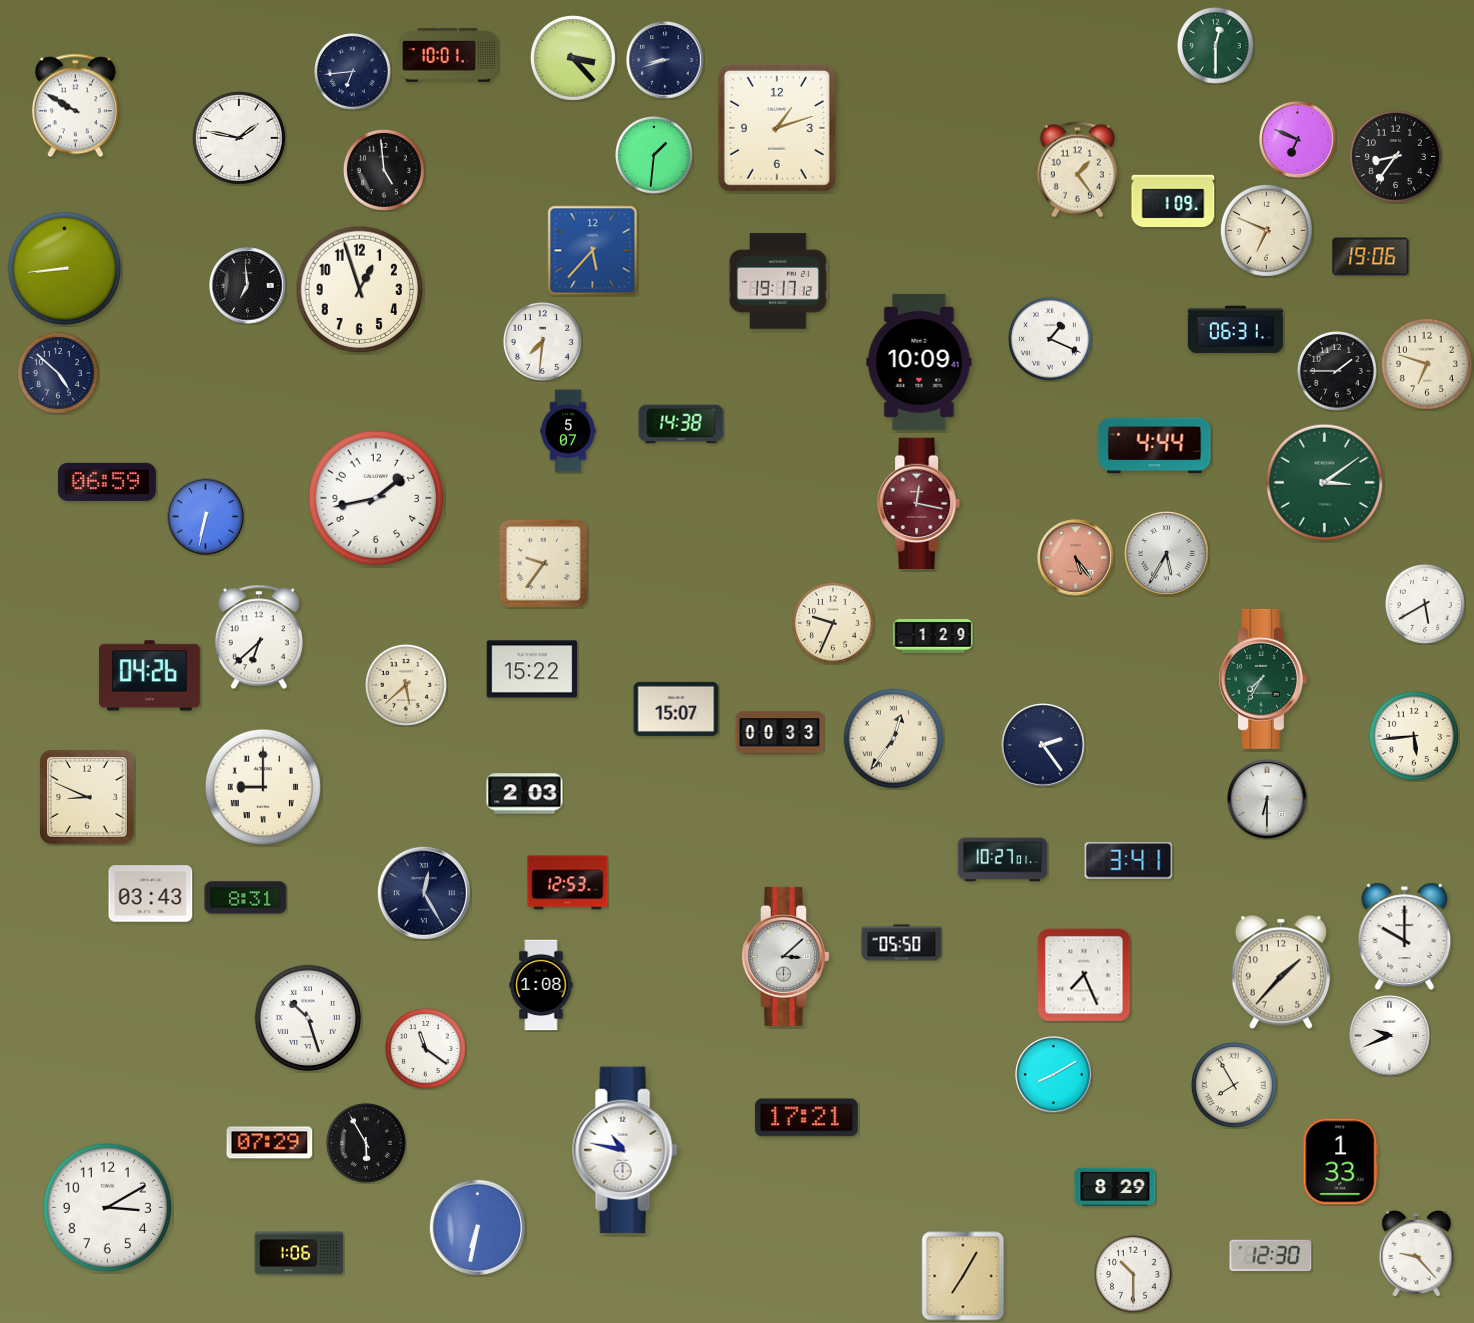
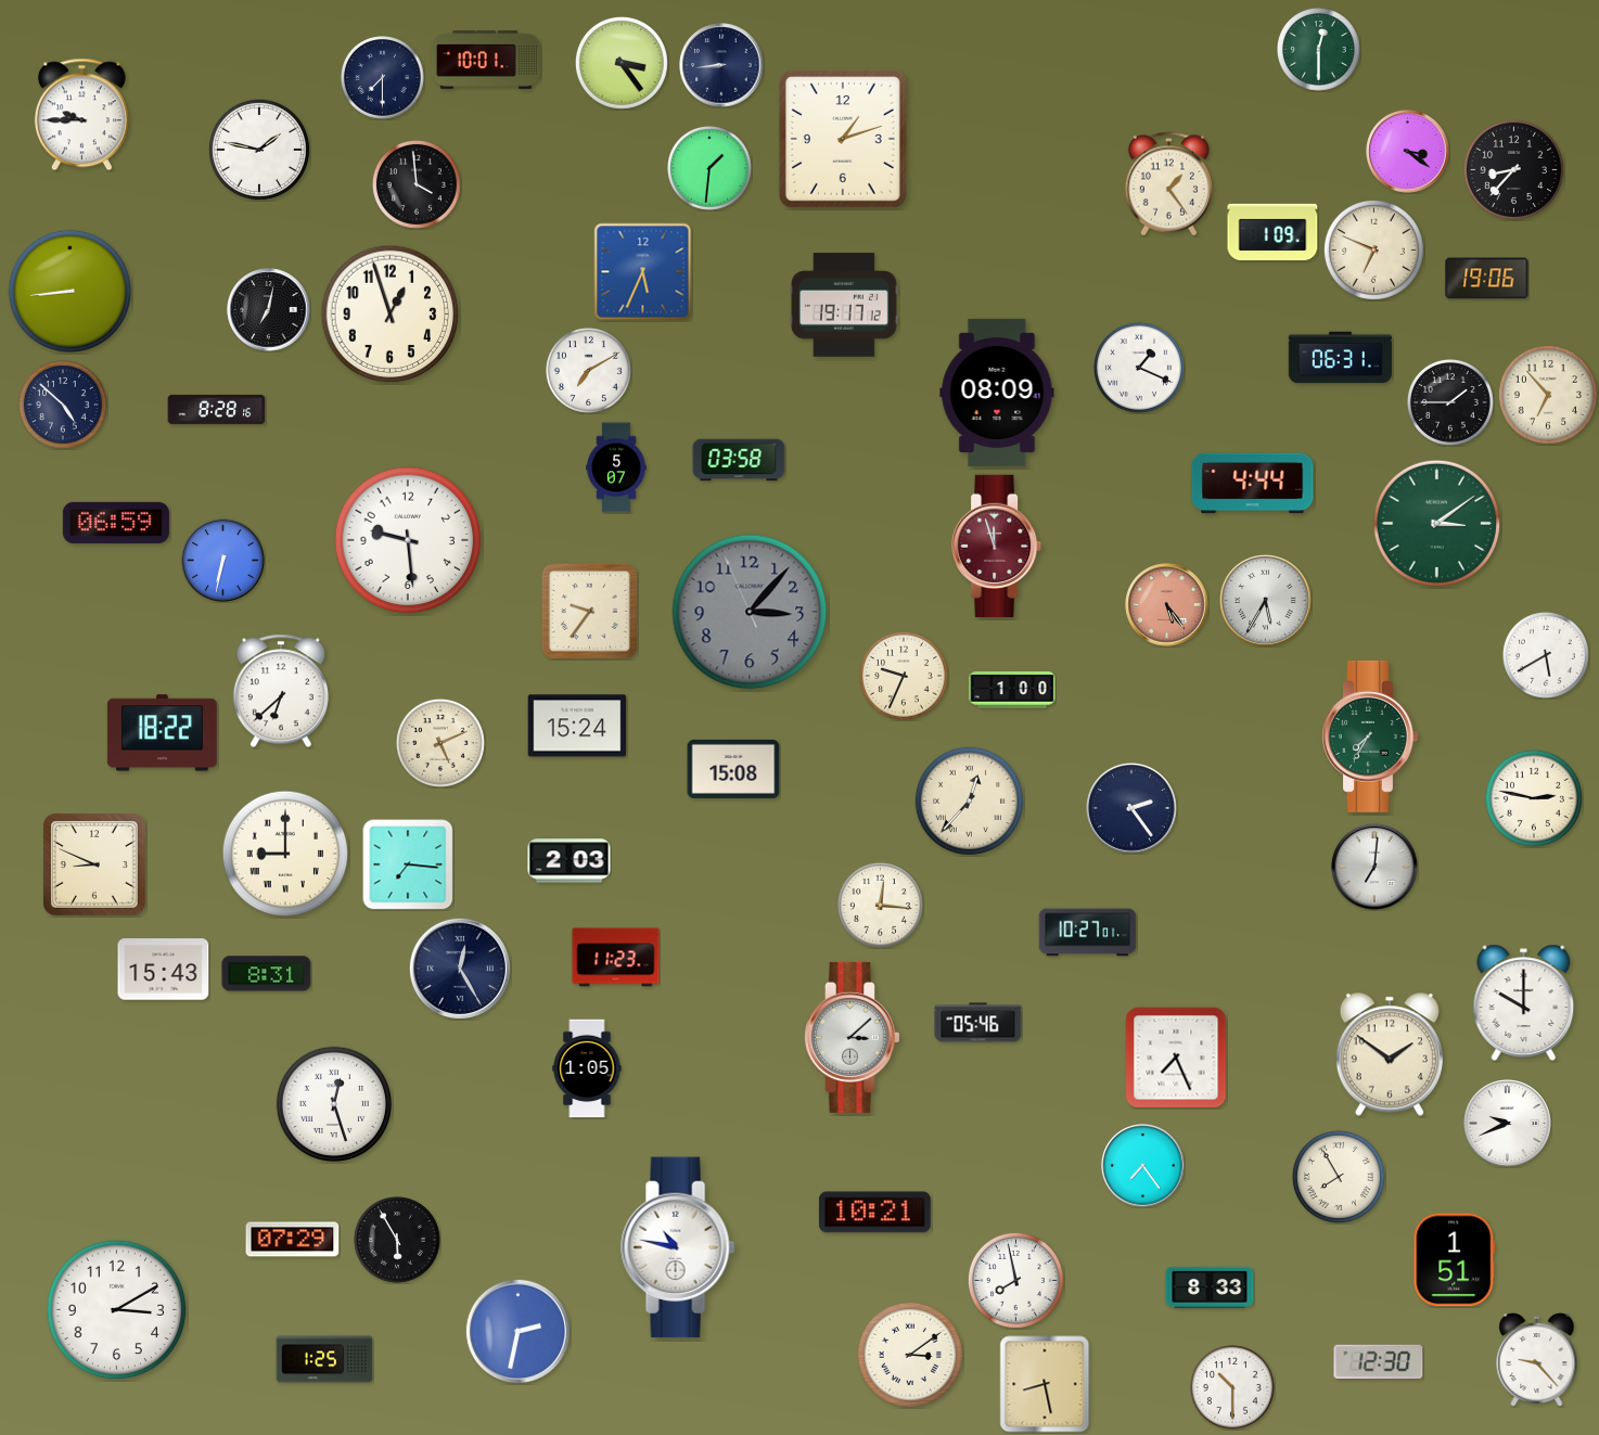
clock at (573, 58): 3:23 -> 3:24
clock at (665, 60): 8:42 -> 8:44
clock at (353, 72): 6:44 -> 7:30
clock at (75, 106): 9:50 -> 9:45
clock at (1298, 140): 6:49 -> 3:21
clock at (1395, 156): 8:36 -> 8:37
clock at (384, 170): 4:59 -> 3:59
clock at (1173, 200) position: (1173, 200) -> (1272, 231)
clock at (593, 251): 5:37 -> 5:34
clock at (248, 286): 6:59 -> 7:02
clock at (543, 342): 7:31 -> 7:10
clock at (919, 362): 10:09 -> 08:09
clock at (1427, 364): 6:48 -> 6:53
clock at (217, 409): none -> 8:28
clock at (681, 424): 14:38 -> 03:58
clock at (376, 498): 1:43 -> 9:29
clock at (920, 504): 12:17 -> 11:57
clock at (750, 612): none -> 3:06
clock at (933, 636): 1:29 -> 1:00
clock at (532, 669): 15:22 -> 15:24
clock at (149, 676): 04:26 -> 18:22
clock at (406, 685): 5:38 -> 5:11
clock at (676, 709): 15:07 -> 15:08
clock at (780, 733): 00:33 -> none
clock at (1414, 736): 5:44 -> 2:47
clock at (893, 738): 12:36 -> 12:37
clock at (408, 864): none -> 7:16
clock at (1267, 799): 6:30 -> 7:01
clock at (881, 906): none -> 12:16
clock at (1129, 861): 3:41 -> none
clock at (568, 883): 12:53 -> 11:23
clock at (151, 894): 03:43 -> 15:43
clock at (1405, 936) position: (1405, 936) -> (1524, 1002)
clock at (902, 943): 05:50 -> 05:46
clock at (1281, 972): 1:37 -> 1:51
clock at (541, 985): 1:08 -> 1:05
clock at (308, 1018): 10:27 -> 12:27
clock at (425, 1048): 11:21 -> none
clock at (1054, 1075): 8:10 -> 7:24
clock at (807, 1118): 17:21 -> 10:21
clock at (1341, 1162): 1:33 -> 1:51
clock at (1015, 1280): none -> 7:58
clock at (1115, 1187): 8:29 -> 8:33
clock at (477, 1227): 6:32 -> 2:32
clock at (910, 1355): none -> 3:09
clock at (299, 1253): 1:06 -> 1:25
clock at (1134, 1275) position: (1134, 1275) -> (1233, 1388)
clock at (963, 1276): 7:05 -> 8:28
